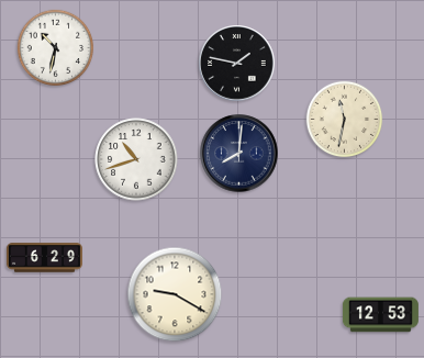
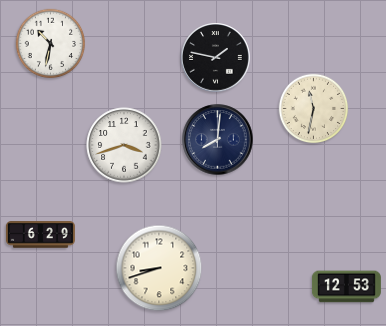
clock at (136, 159): 10:42 -> 3:42
clock at (175, 294): 9:20 -> 8:42
